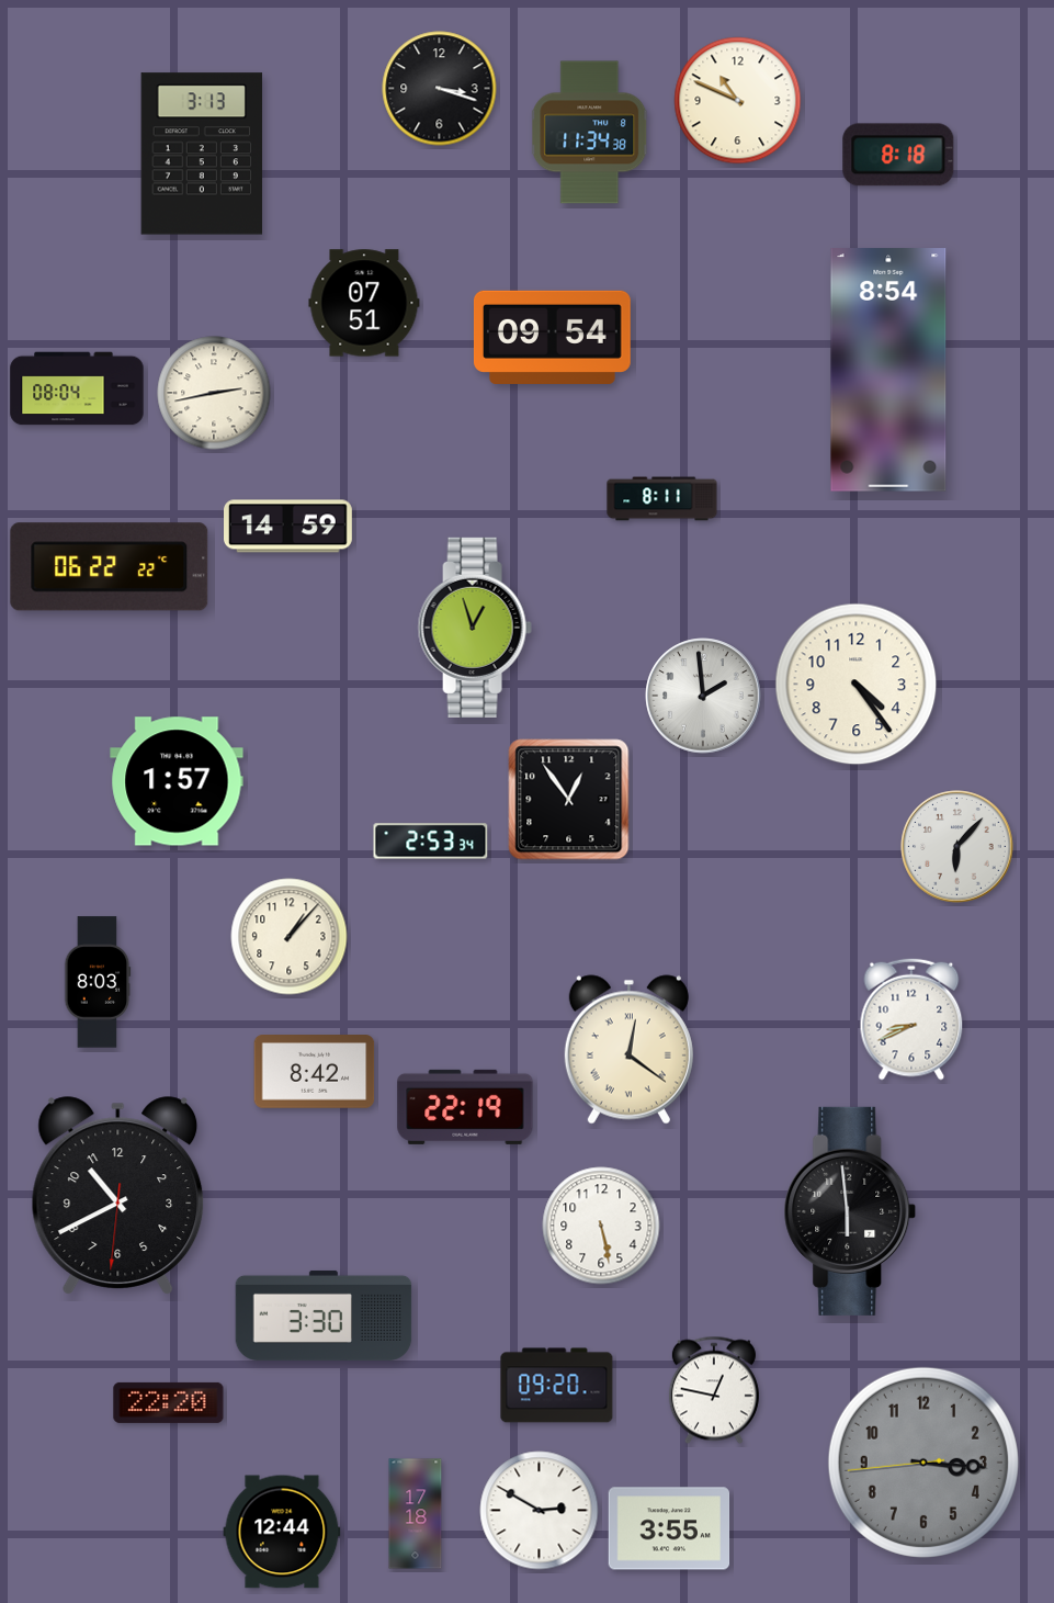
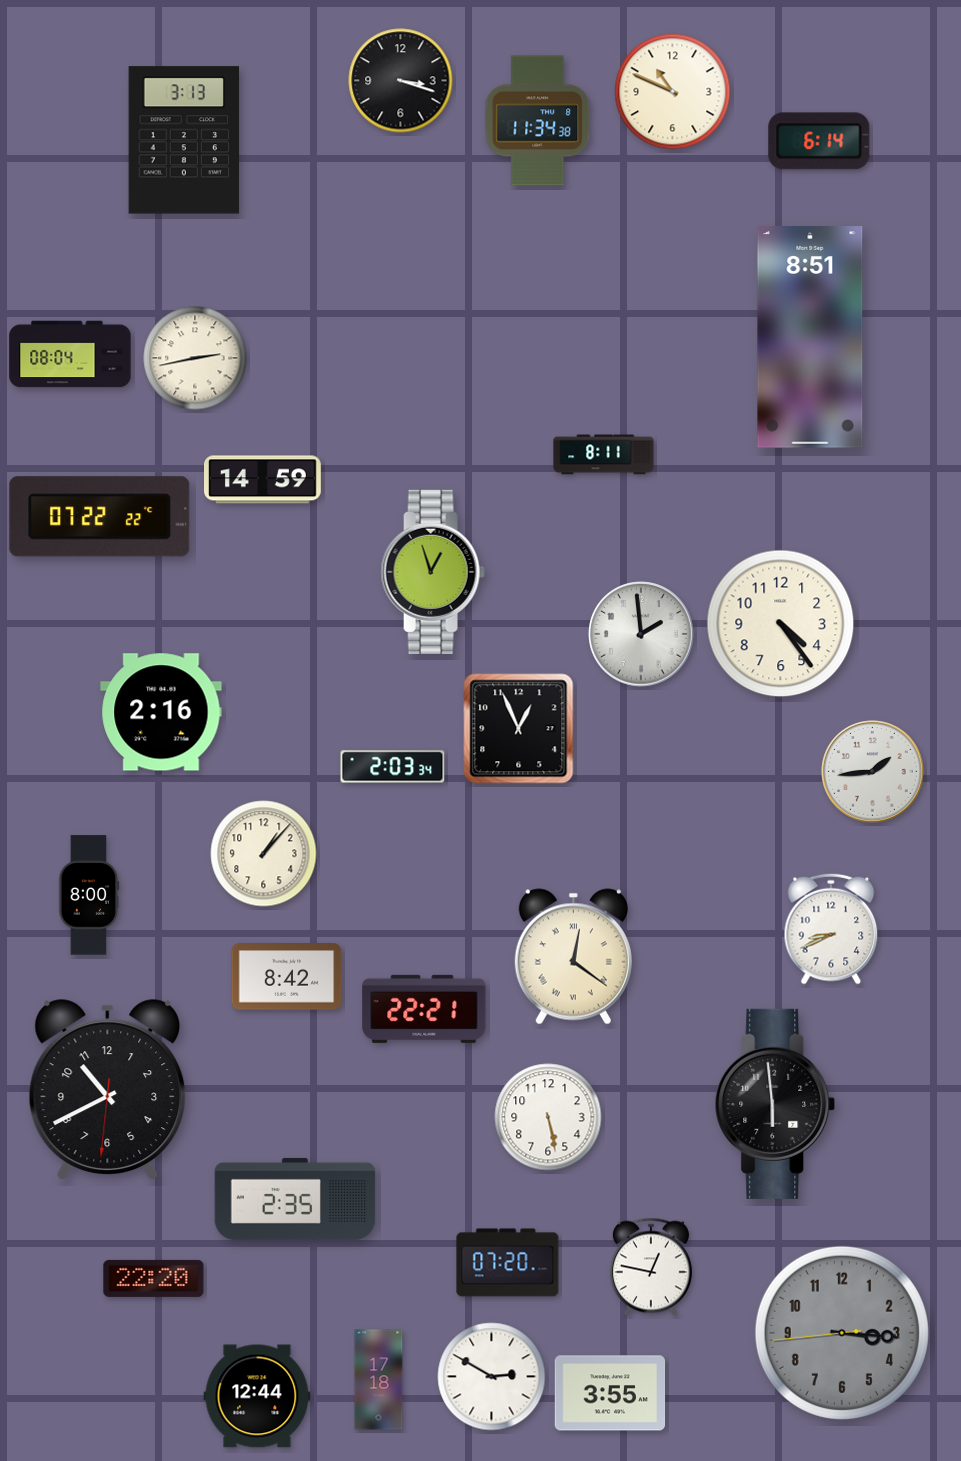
clock at (898, 155): 8:18 -> 6:14
clock at (364, 303): 07:51 -> none
clock at (553, 337): 09:54 -> none
clock at (888, 370): 8:54 -> 8:51
clock at (110, 567): 06:22 -> 07:22
clock at (177, 781): 1:57 -> 2:16
clock at (569, 800): 12:54 -> 12:56
clock at (431, 842): 2:53 -> 2:03
clock at (957, 847): 6:07 -> 1:44
clock at (98, 982): 8:03 -> 8:00
clock at (465, 1107): 22:19 -> 22:21
clock at (324, 1316): 3:30 -> 2:35
clock at (557, 1386): 09:20 -> 07:20
